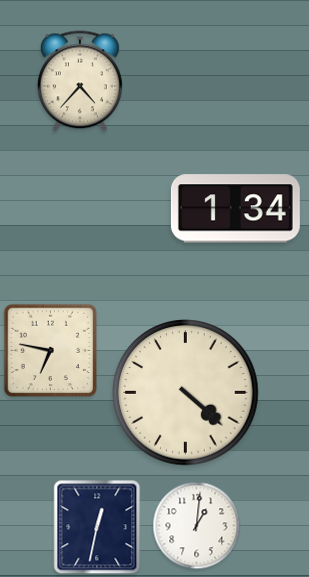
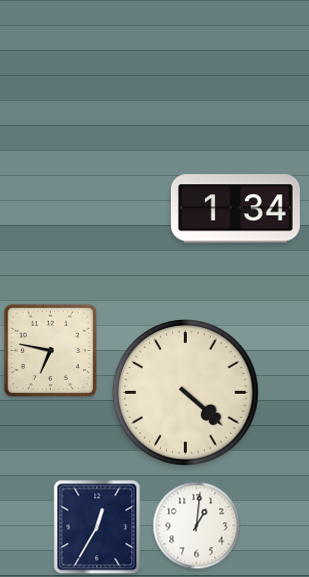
clock at (80, 81): 4:37 -> none
clock at (97, 527): 12:32 -> 12:35
